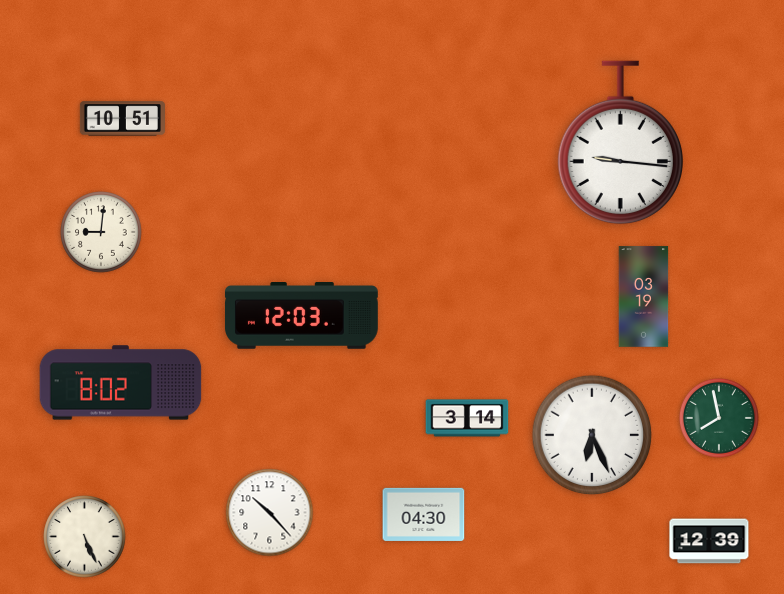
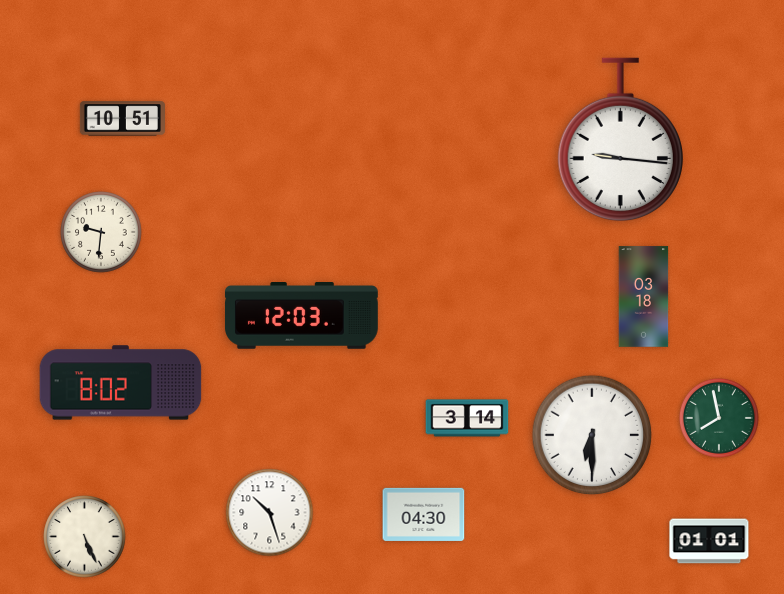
clock at (620, 143) position: (620, 143) -> (620, 140)
clock at (101, 232): 9:01 -> 9:31
clock at (644, 297): 03:19 -> 03:18
clock at (592, 435): 6:26 -> 6:30
clock at (270, 513): 10:23 -> 10:27
clock at (709, 541): 12:39 -> 01:01
